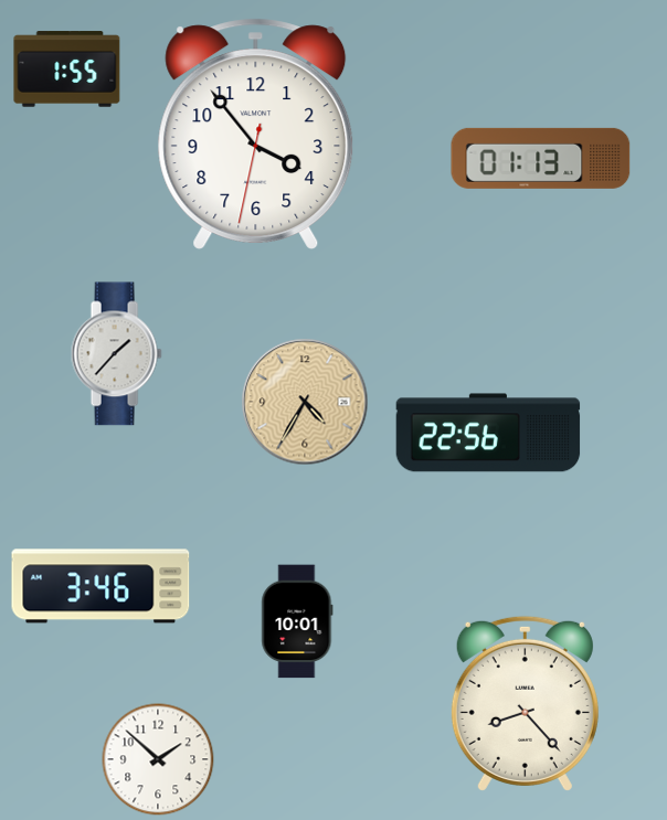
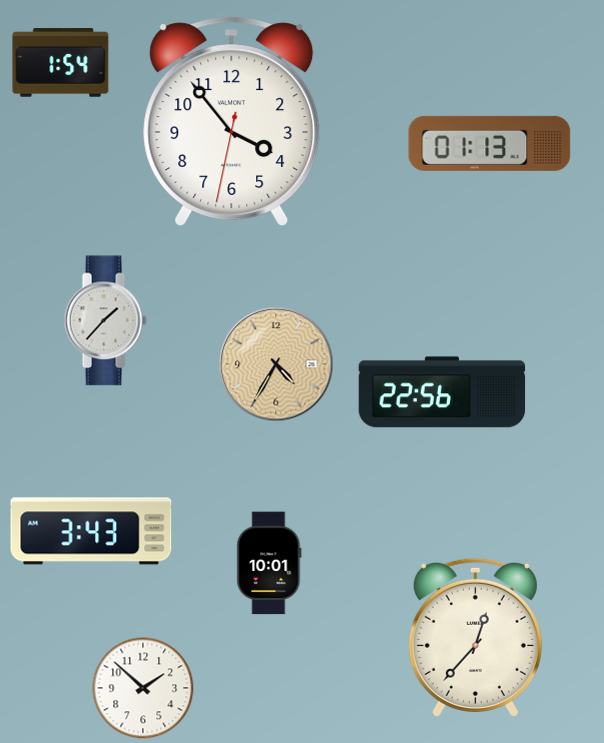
clock at (67, 70): 1:55 -> 1:54
clock at (100, 586): 3:46 -> 3:43
clock at (525, 703): 8:23 -> 12:37
